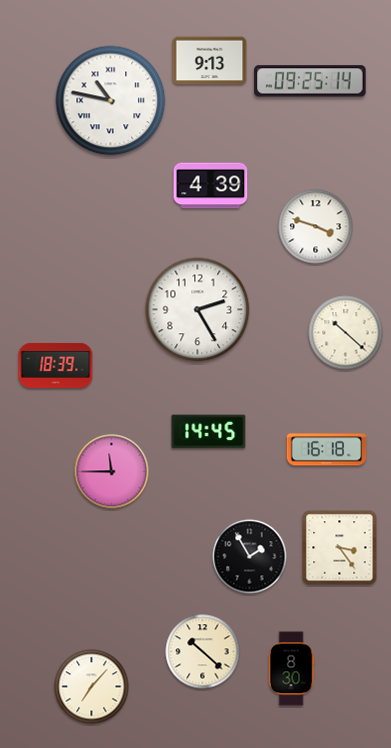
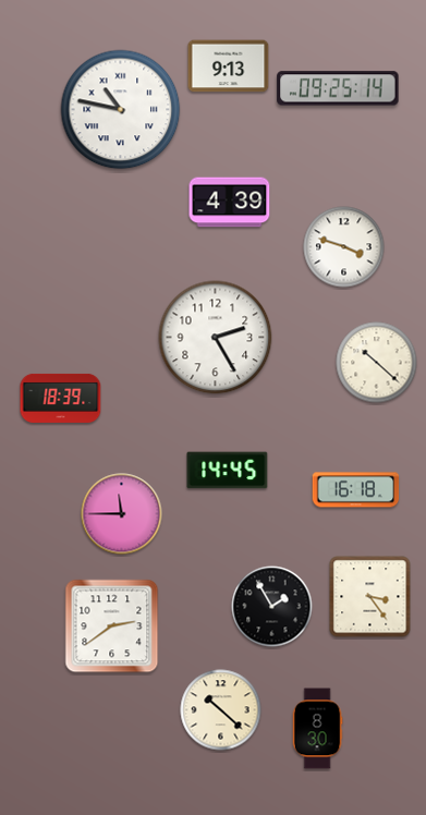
clock at (112, 627): none -> 2:39
clock at (92, 687): 7:07 -> none
